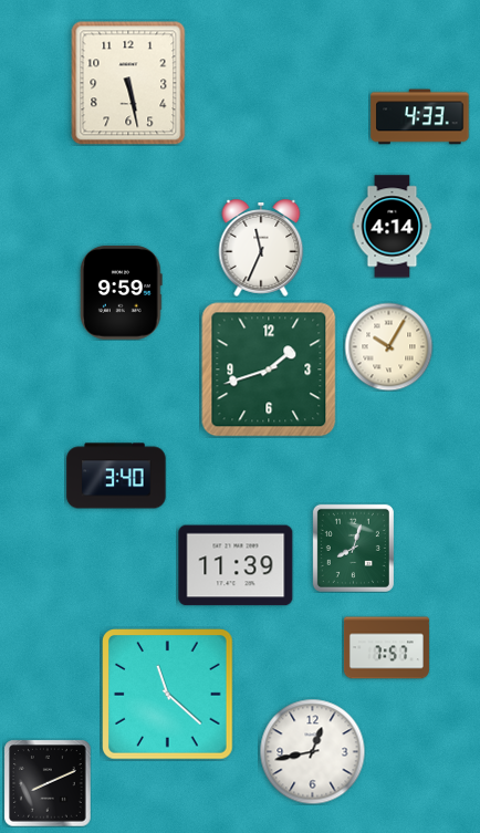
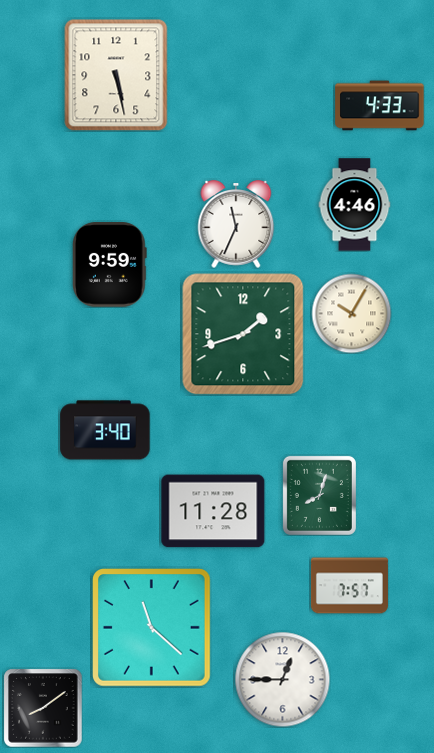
clock at (393, 227): 4:14 -> 4:46
clock at (236, 565): 11:39 -> 11:28
clock at (312, 751): 12:43 -> 12:45
clock at (48, 783): 8:11 -> 8:09
